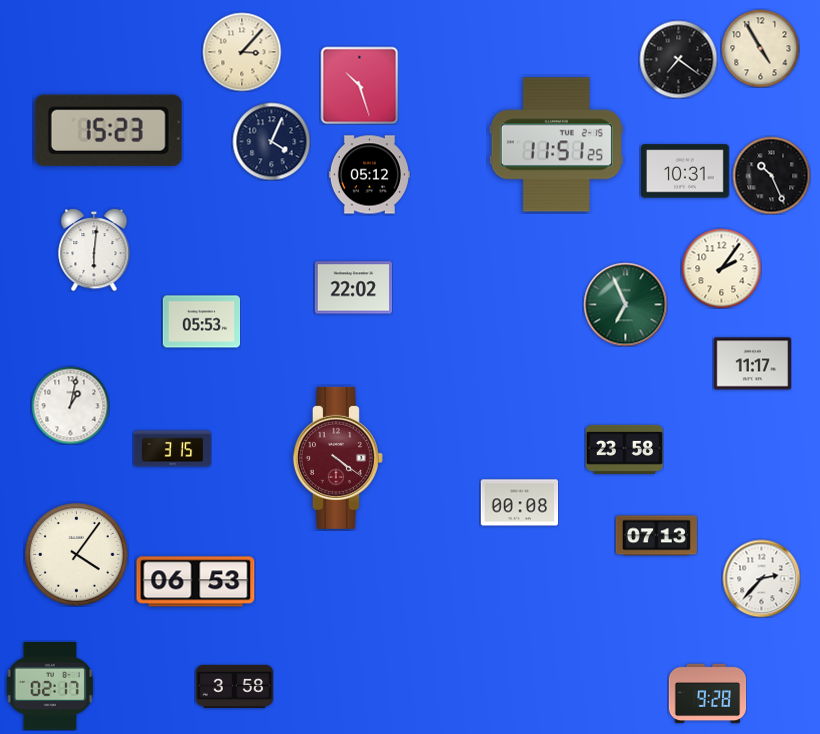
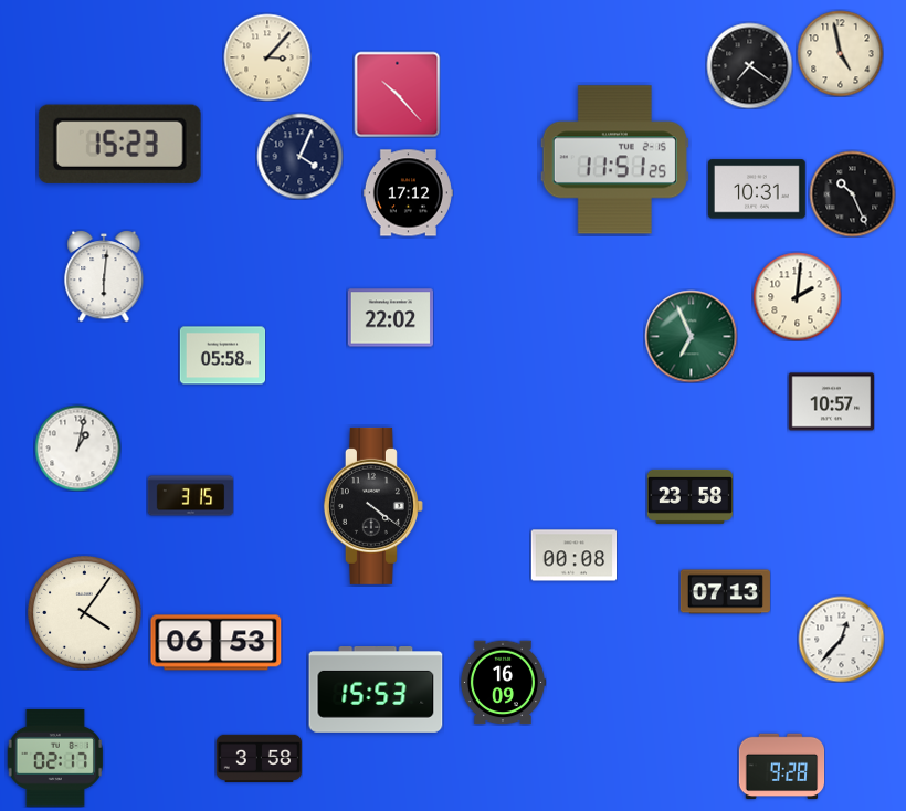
clock at (760, 48): 4:55 -> 4:58
clock at (359, 85): 10:27 -> 10:23
clock at (369, 175): 05:12 -> 17:12
clock at (721, 268): 2:06 -> 2:01
clock at (201, 322): 05:53 -> 05:58
clock at (752, 364): 11:17 -> 10:57
clock at (338, 458) dial: burgundy -> black
clock at (761, 578): 2:37 -> 12:37
clock at (503, 683): none -> 16:09
clock at (376, 691): none -> 15:53
